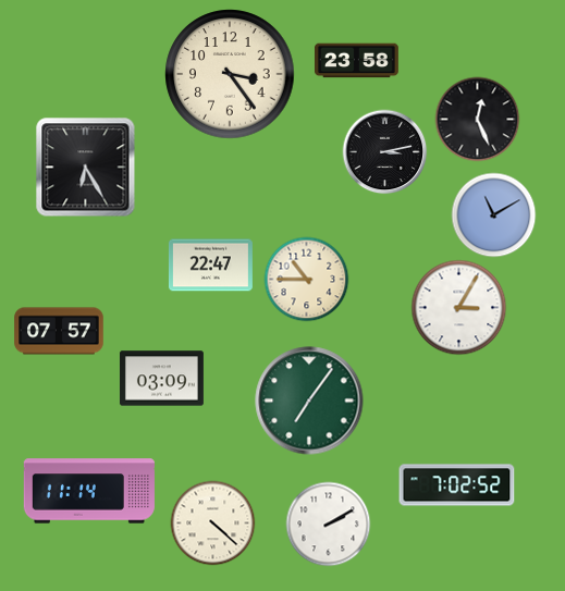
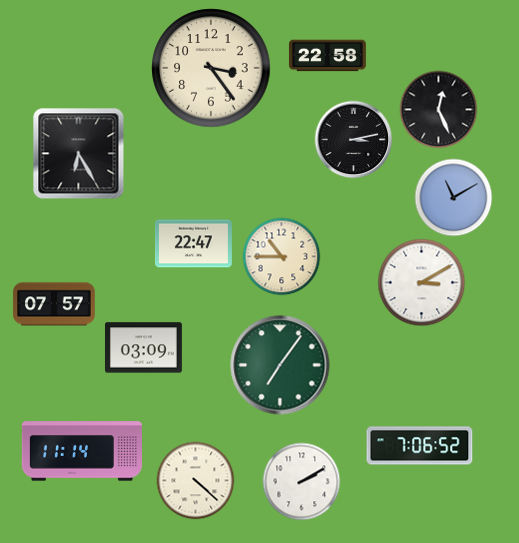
clock at (356, 61): 23:58 -> 22:58
clock at (458, 307): 3:05 -> 3:10
clock at (161, 379) position: (161, 379) -> (143, 348)
clock at (309, 401) position: (309, 401) -> (280, 365)
clock at (457, 485): 7:02 -> 7:06
